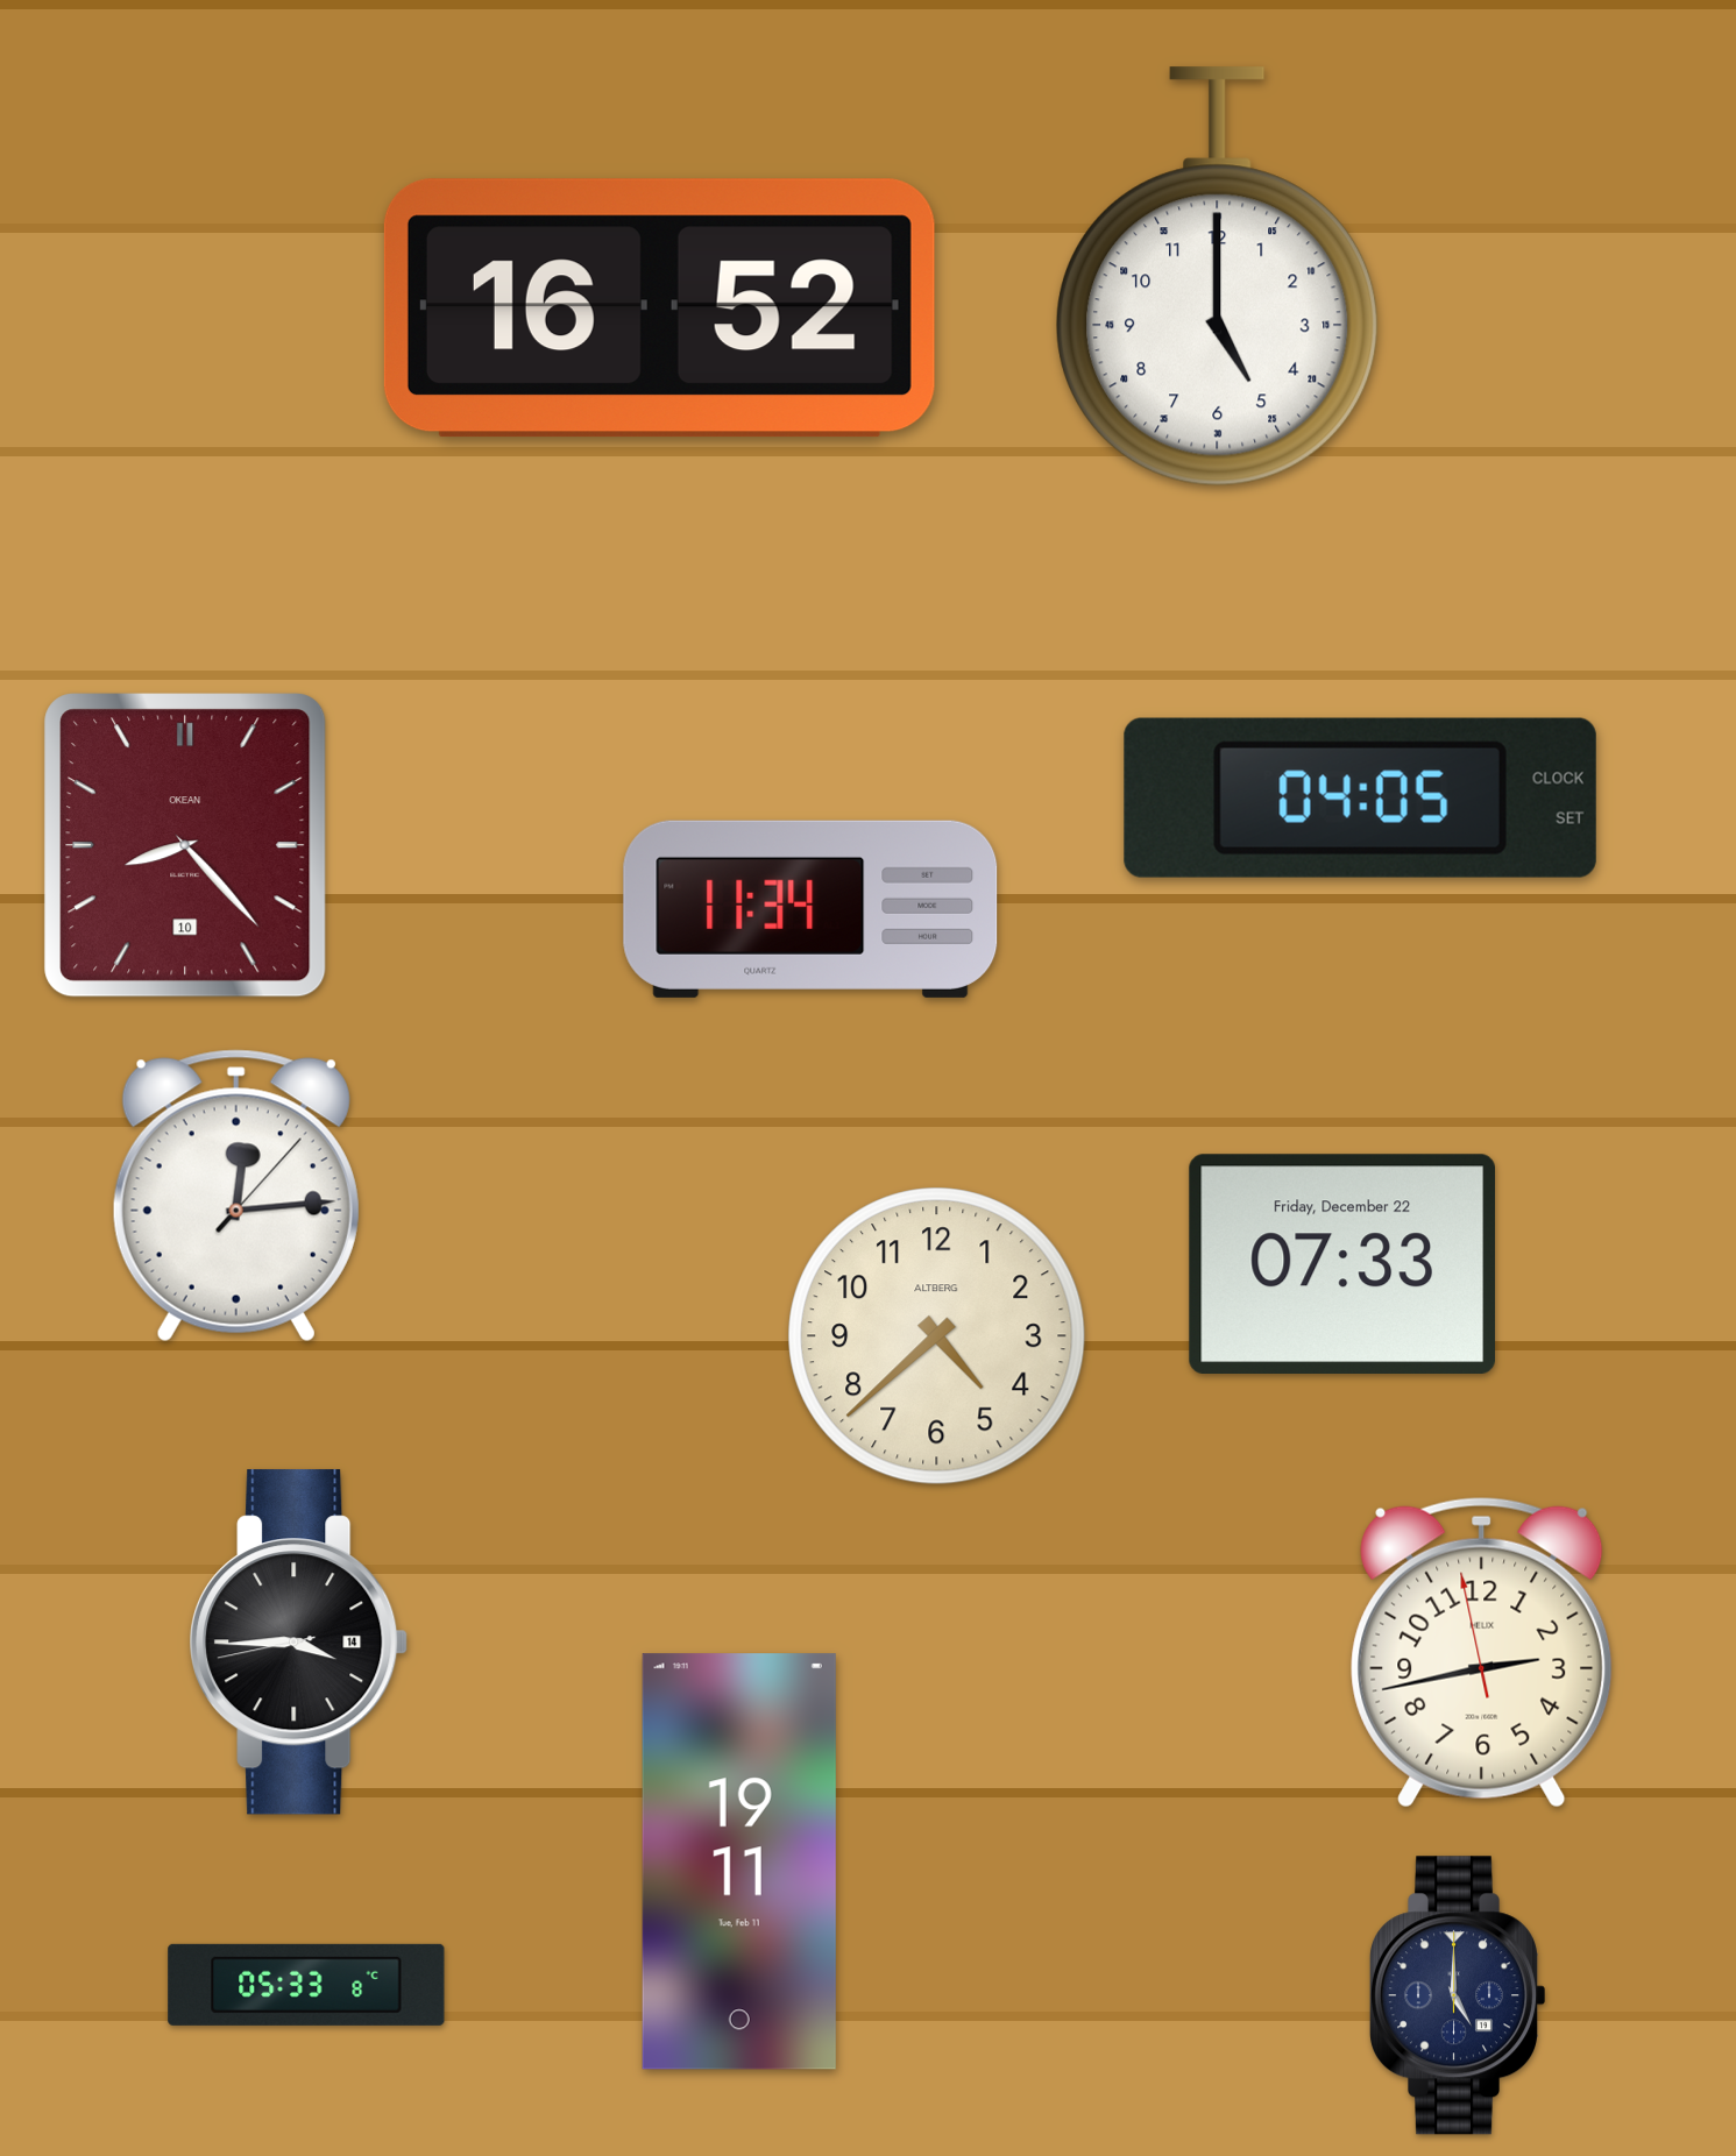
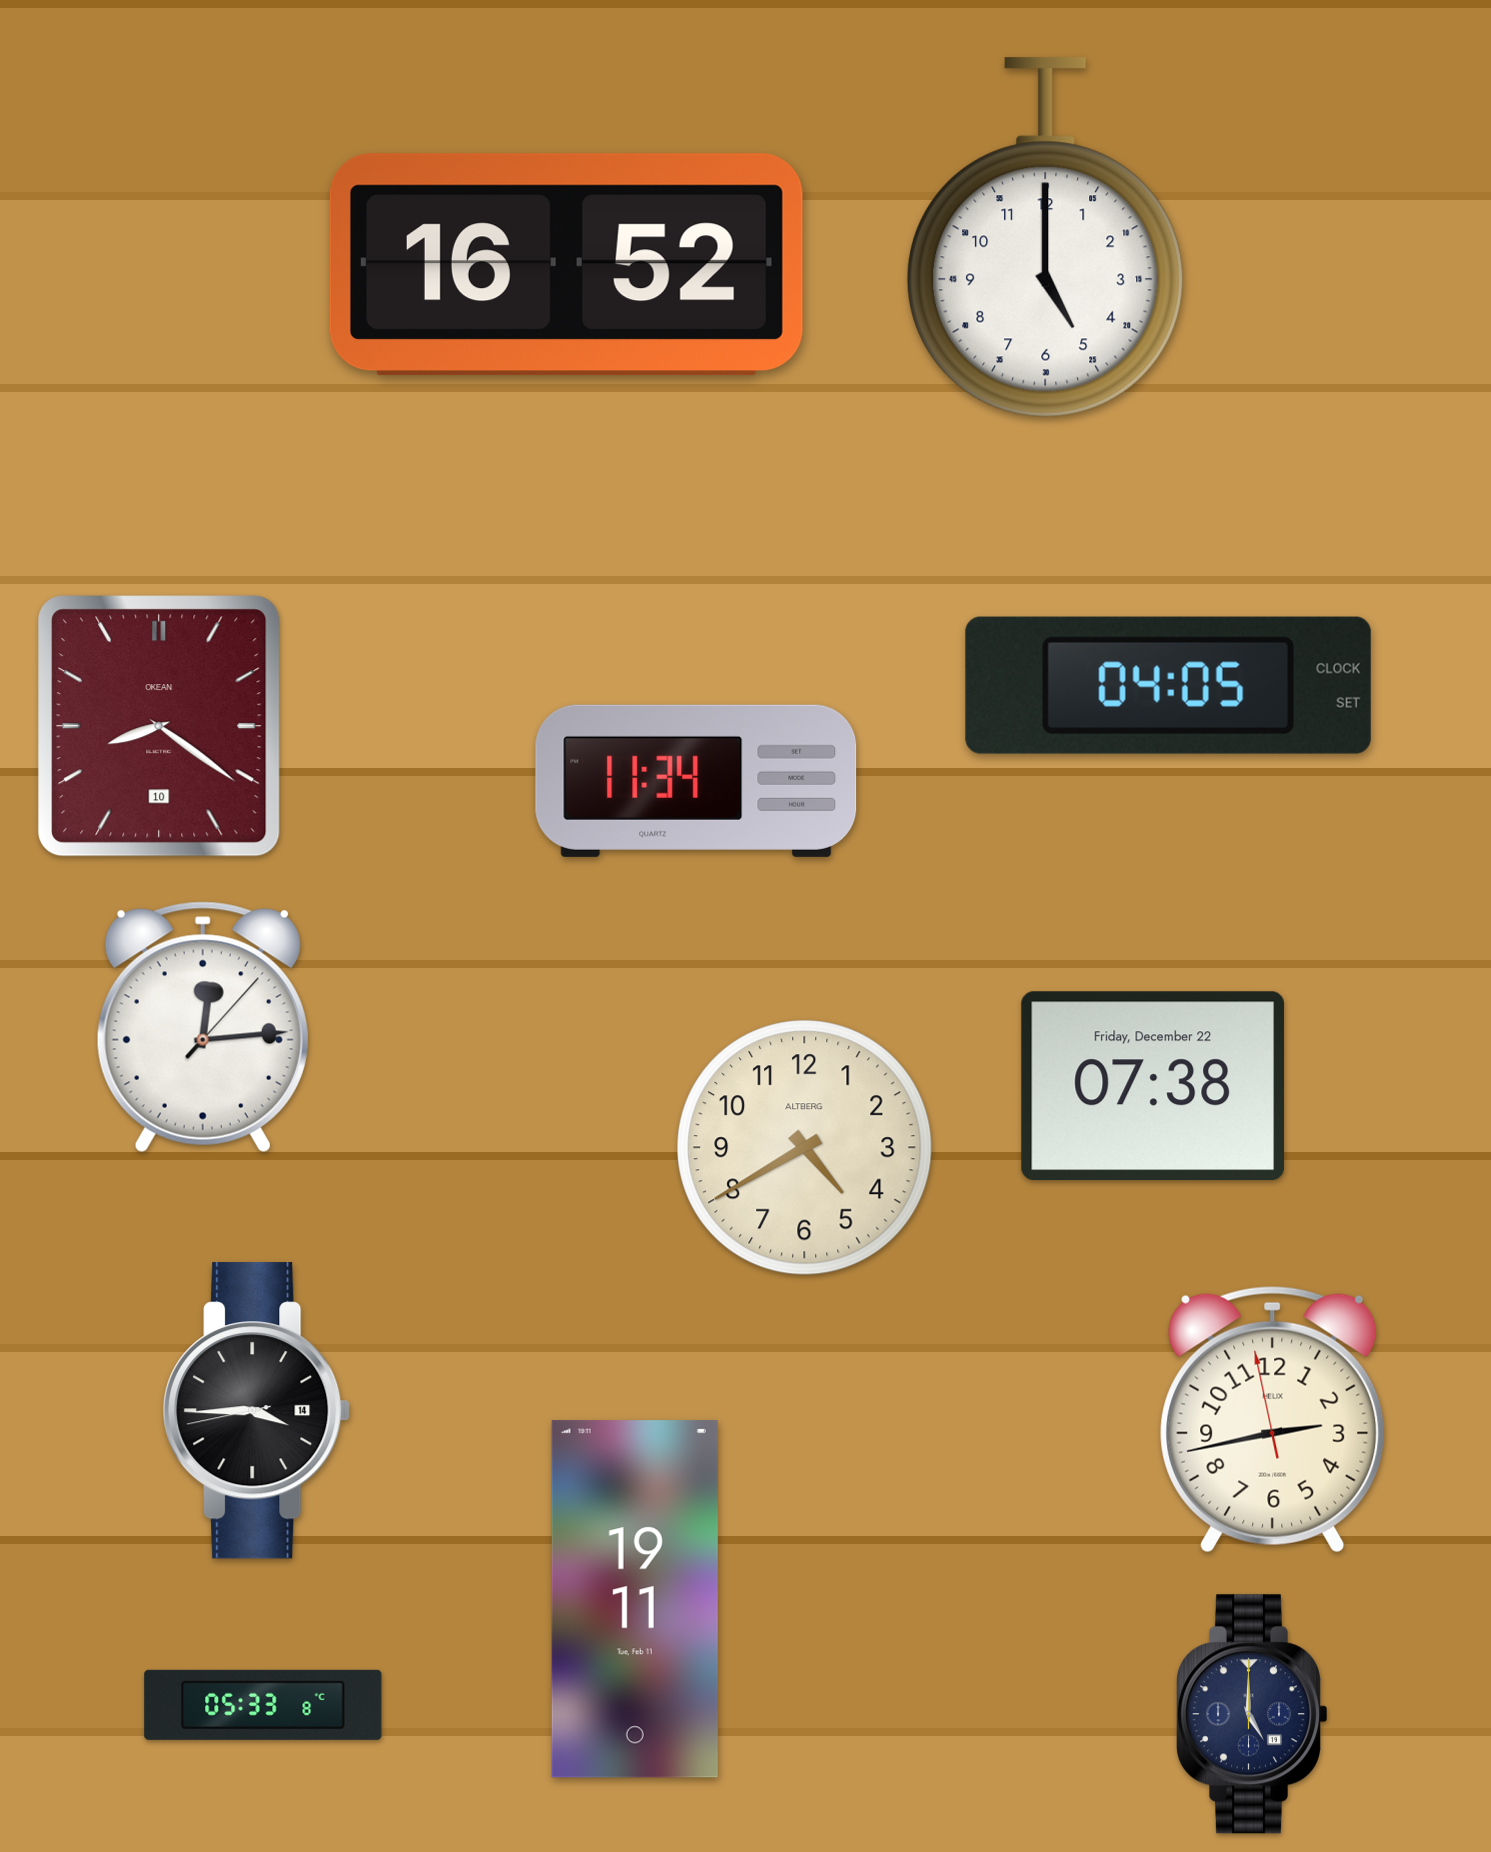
clock at (185, 845): 8:23 -> 8:21
clock at (1341, 1263): 07:33 -> 07:38
clock at (937, 1336): 4:38 -> 4:40
